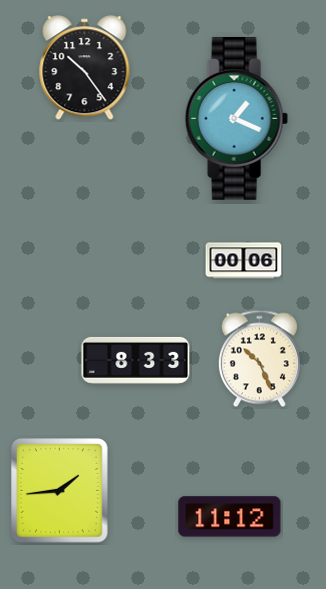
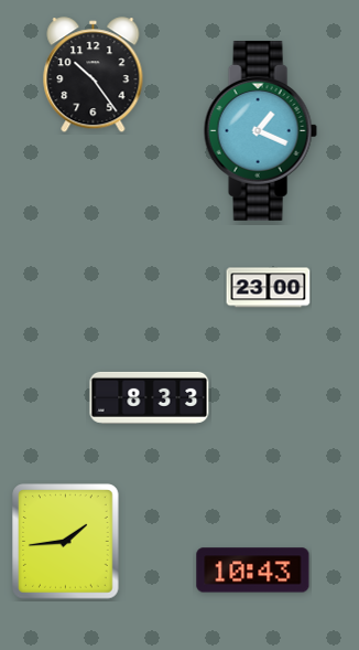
clock at (244, 261): 00:06 -> 23:00
clock at (259, 359): 10:26 -> none
clock at (230, 517): 11:12 -> 10:43
